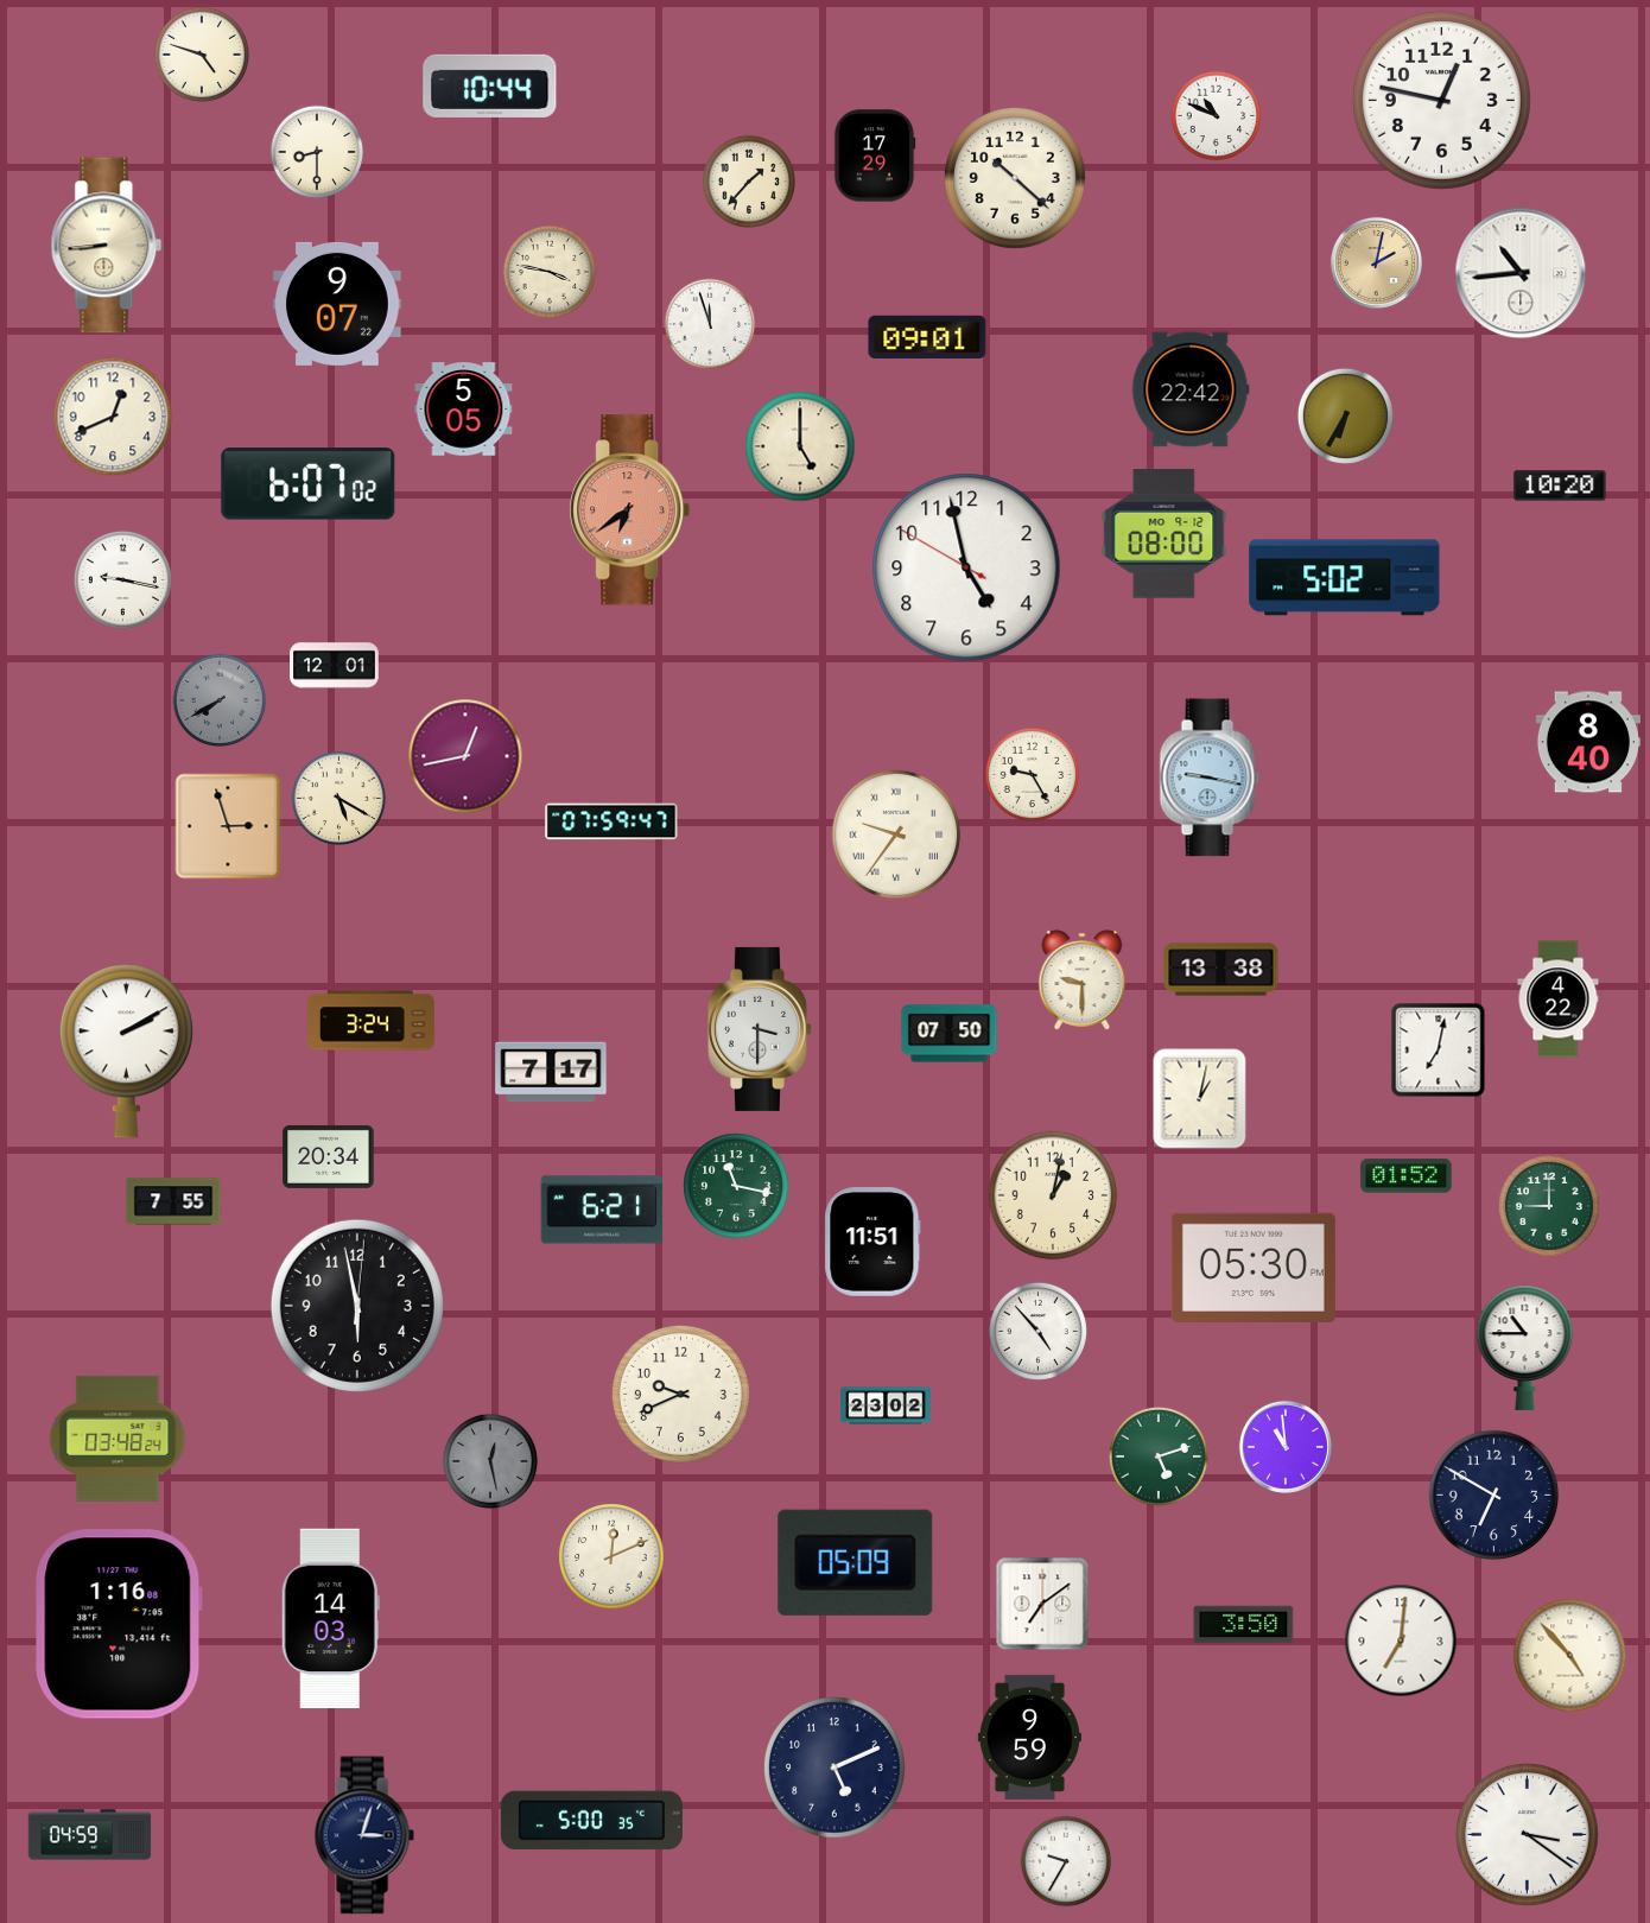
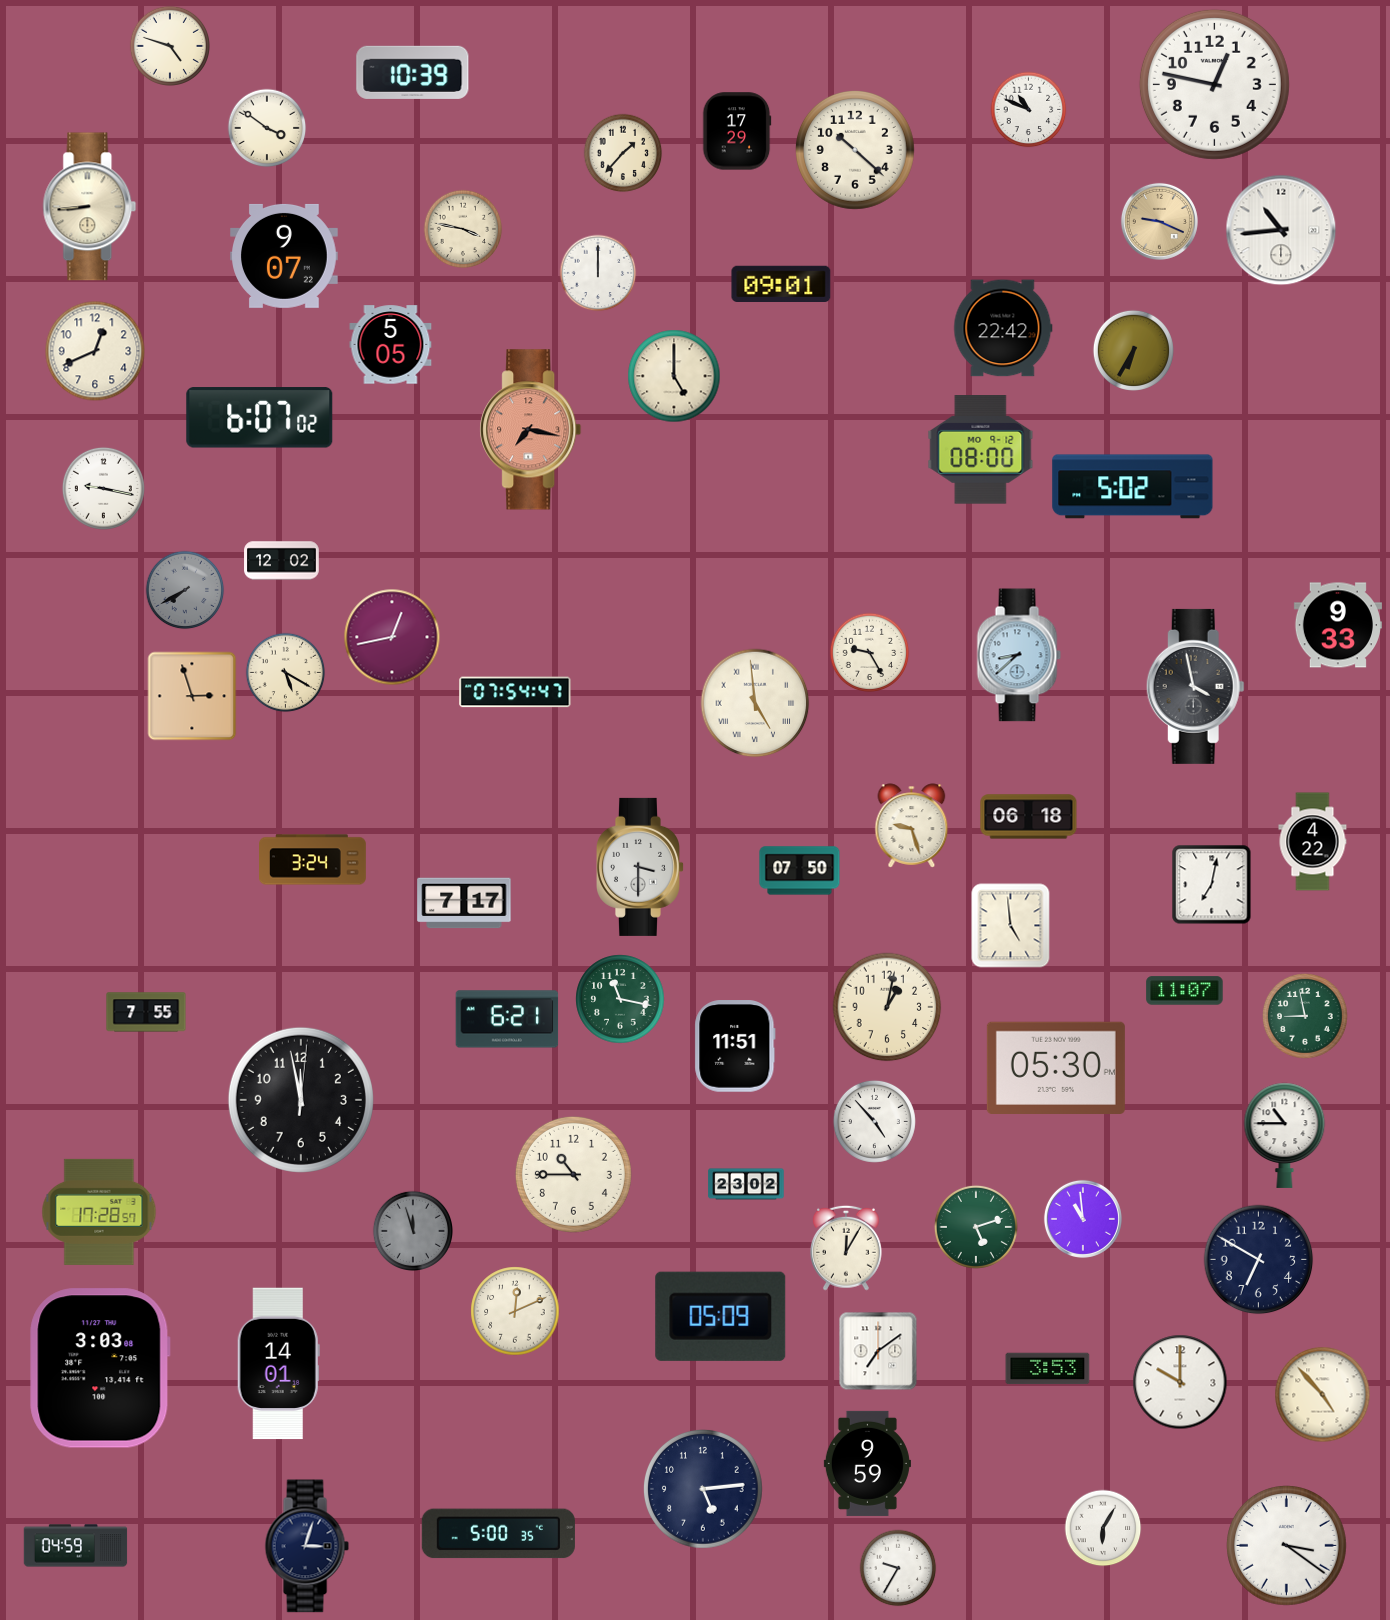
clock at (490, 85): 10:44 -> 10:39
clock at (1217, 116) position: (1217, 116) -> (1029, 110)
clock at (317, 152): 8:30 -> 3:51
clock at (749, 182) position: (749, 182) -> (623, 153)
clock at (1376, 262): 2:02 -> 9:19
clock at (710, 324): 11:57 -> 12:00
clock at (309, 484) position: (309, 484) -> (260, 418)
clock at (1560, 485): 10:20 -> none
clock at (630, 510): 6:39 -> 7:17
clock at (966, 567): 4:57 -> none
clock at (335, 666): 12:01 -> 12:02
clock at (1588, 742): 8:40 -> 9:33
clock at (1210, 778): 9:17 -> 8:38
clock at (1195, 686): none -> 3:58
clock at (611, 821): 07:59 -> 07:54
clock at (896, 834): 9:36 -> 4:59
clock at (1221, 970): 13:38 -> 06:18
clock at (1083, 980): 9:30 -> 9:27
clock at (126, 1052): 2:10 -> none
clock at (1200, 1099): 1:02 -> 4:59
clock at (329, 1156): 20:34 -> none
clock at (1407, 1176): 01:52 -> 11:07
clock at (1550, 1207): 9:00 -> 8:58
clock at (357, 1306): 5:58 -> 11:58
clock at (680, 1394): 9:41 -> 10:45
clock at (118, 1439): 03:48 -> 17:28
clock at (489, 1460): 12:28 -> 11:57
clock at (847, 1248): none -> 12:05
clock at (330, 1619): 14:03 -> 14:01
clock at (119, 1624): 1:16 -> 3:03
clock at (1244, 1625): 3:50 -> 3:53
clock at (1401, 1640): 7:01 -> 10:00
clock at (834, 1767): 5:11 -> 5:14
clock at (1103, 1528): none -> 6:05
